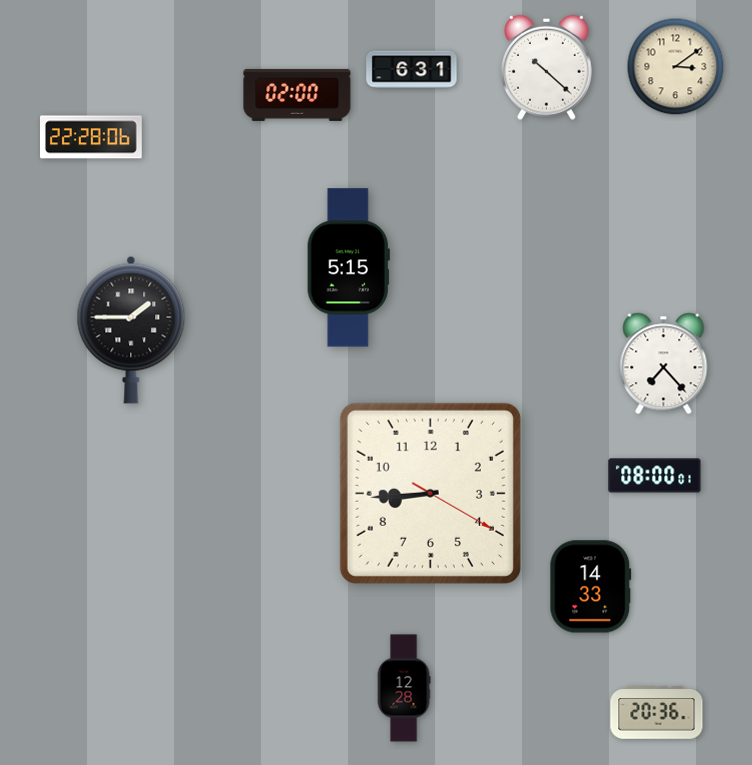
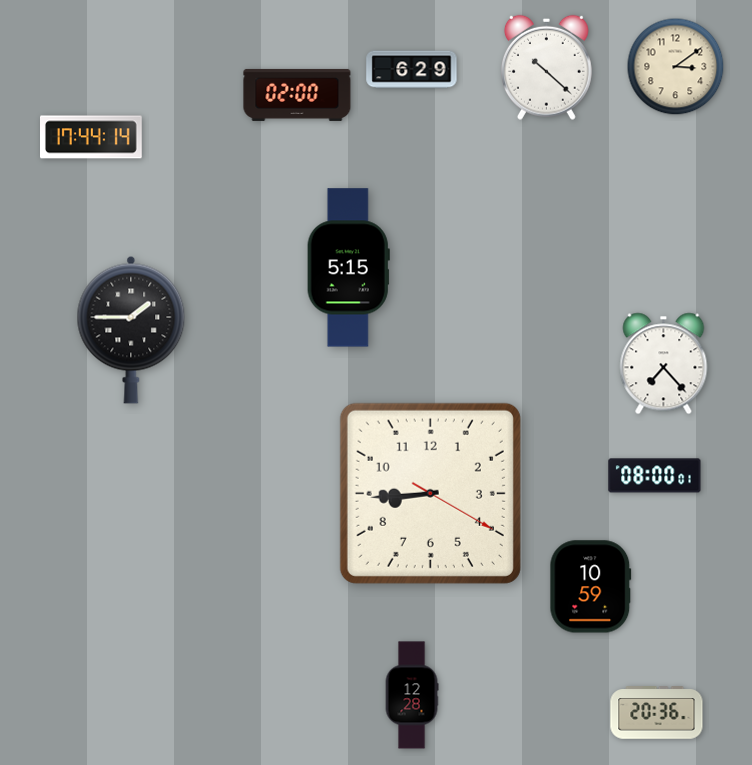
clock at (412, 70): 6:31 -> 6:29
clock at (92, 137): 22:28 -> 17:44
clock at (591, 587): 14:33 -> 10:59
clock at (404, 688) position: (404, 688) -> (412, 695)
